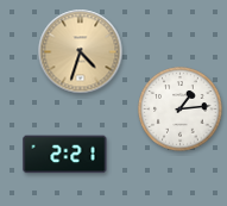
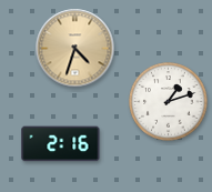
clock at (181, 110): 1:14 -> 1:12
clock at (65, 155): 2:21 -> 2:16
